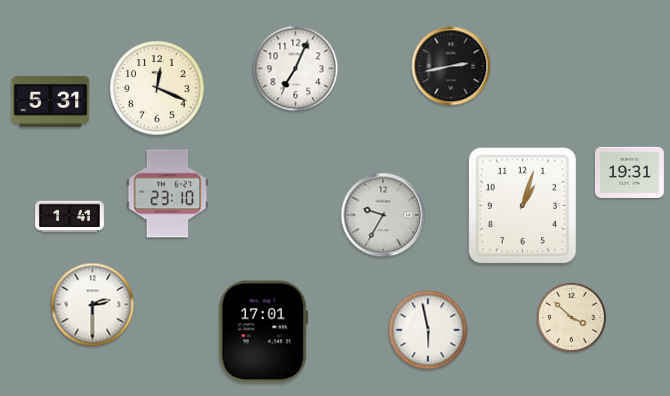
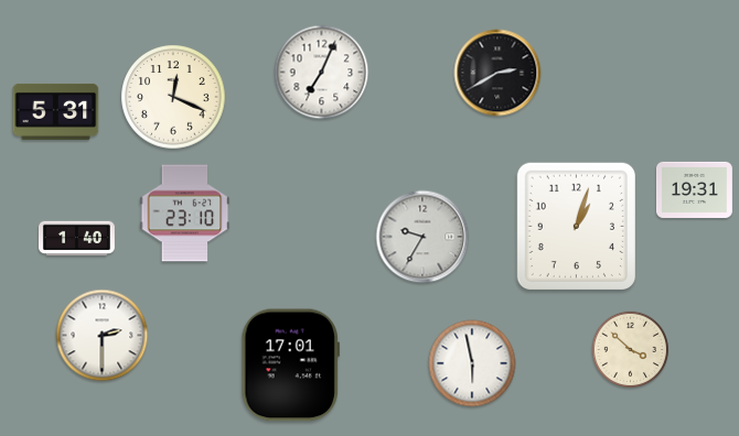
clock at (451, 66): 2:43 -> 2:40
clock at (296, 69) position: (296, 69) -> (322, 73)
clock at (70, 217): 1:41 -> 1:40
